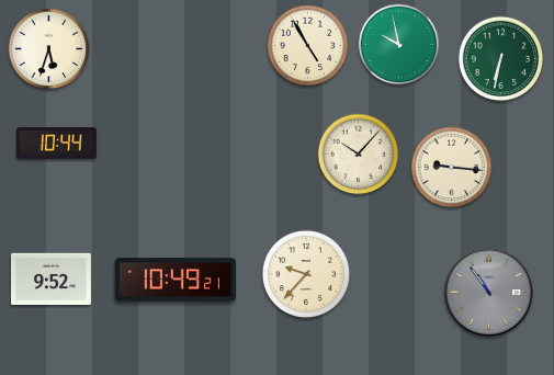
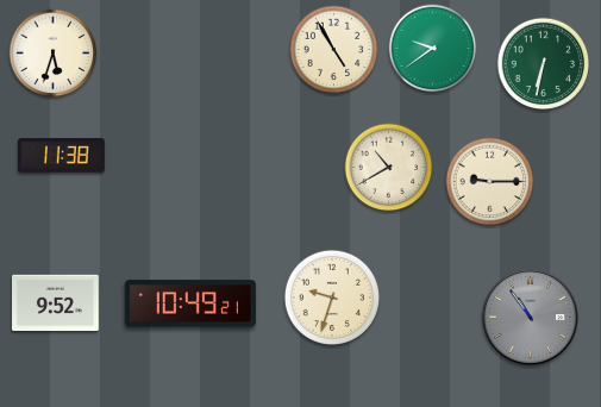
clock at (399, 45): 9:58 -> 9:39
clock at (57, 144): 10:44 -> 11:38
clock at (359, 155): 10:07 -> 10:40
clock at (452, 168): 9:16 -> 9:15
clock at (305, 273): 9:37 -> 9:33
